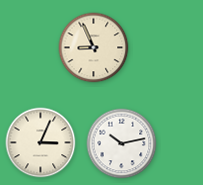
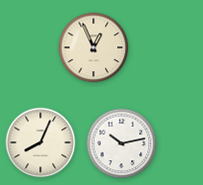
clock at (94, 48): 8:56 -> 12:56
clock at (41, 143): 3:04 -> 8:04
